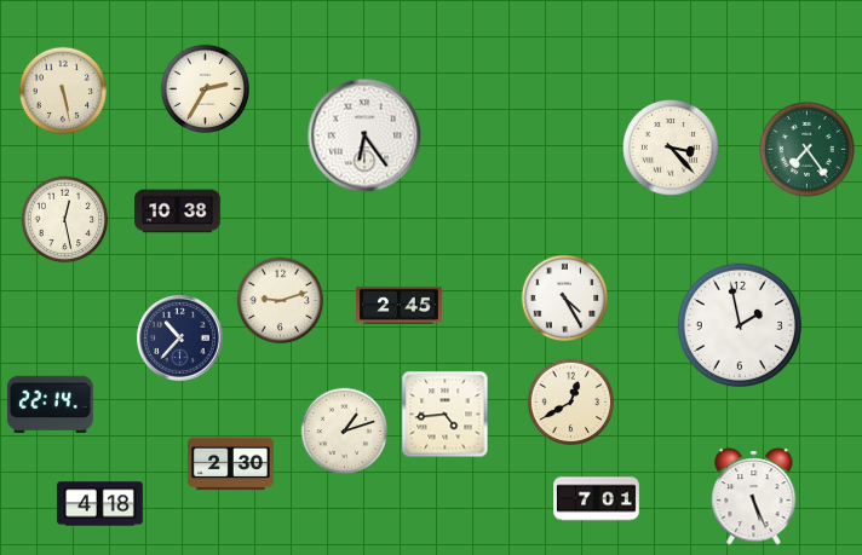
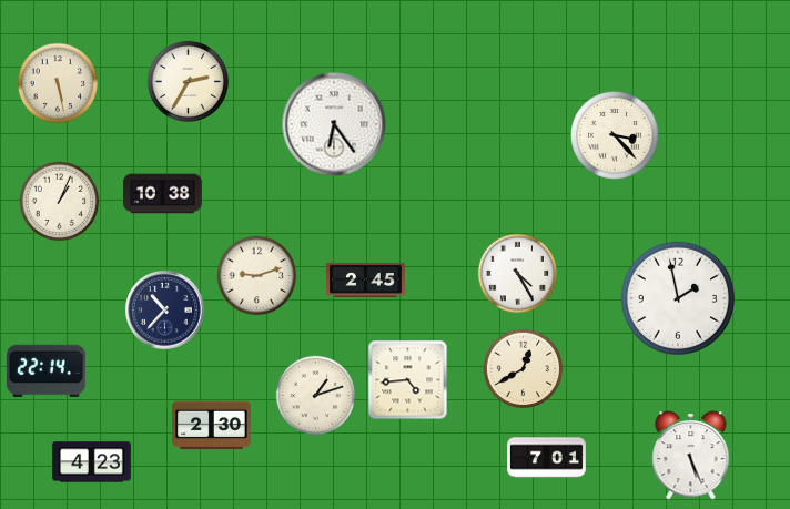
clock at (808, 150): 7:24 -> none
clock at (65, 220): 12:28 -> 1:04
clock at (100, 504): 4:18 -> 4:23
